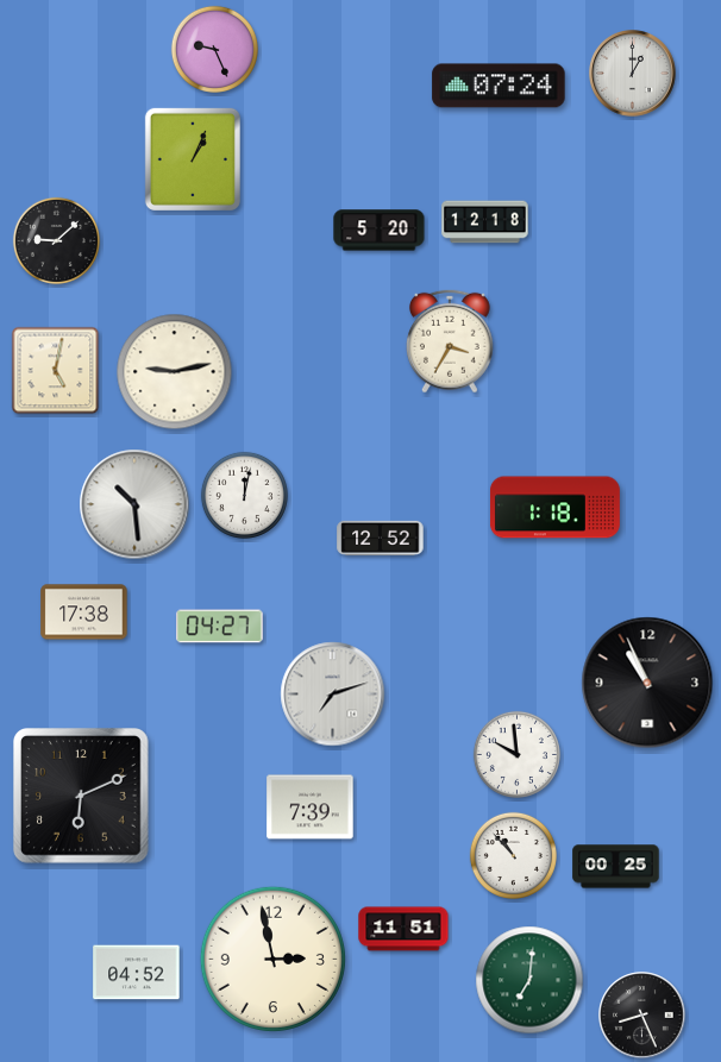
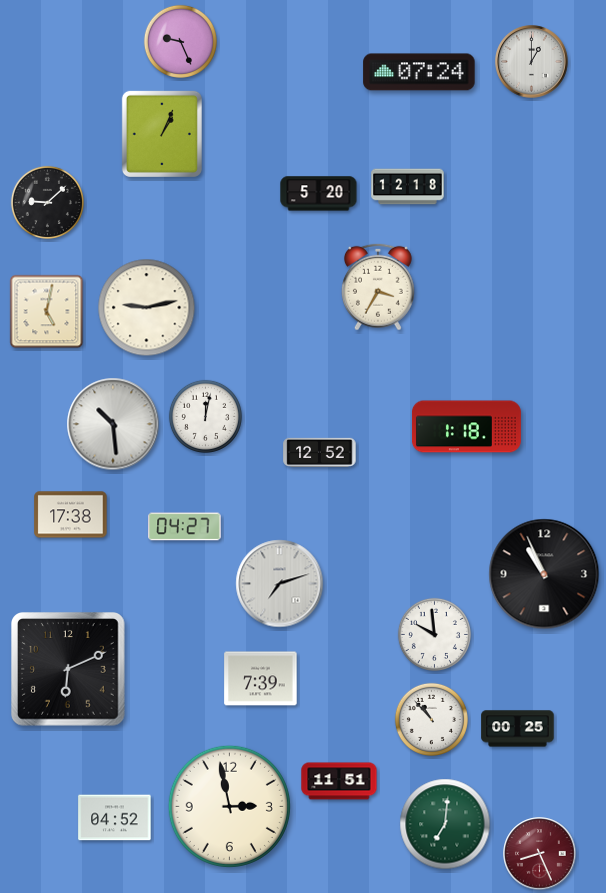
clock at (175, 372) position: (175, 372) -> (147, 308)
clock at (642, 1016) dial: black -> burgundy
